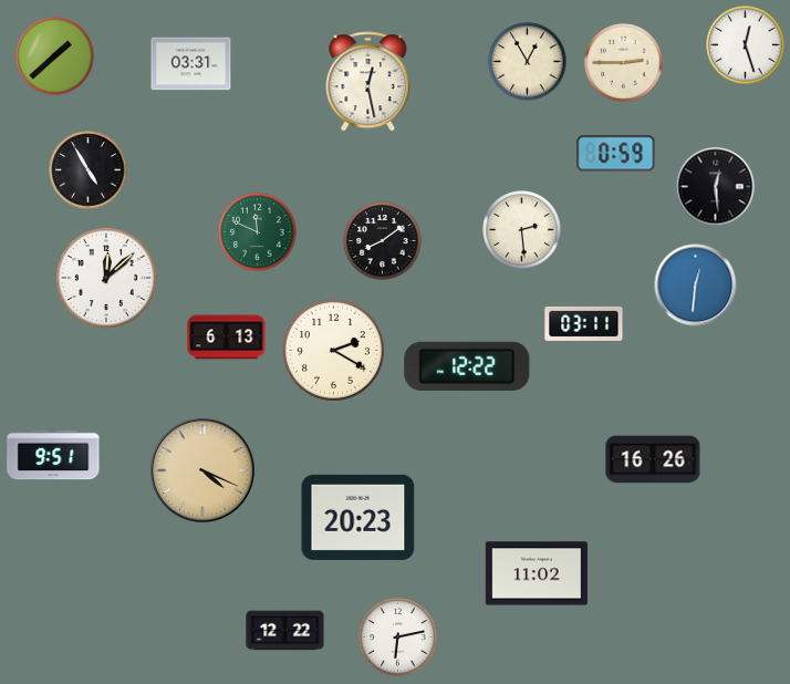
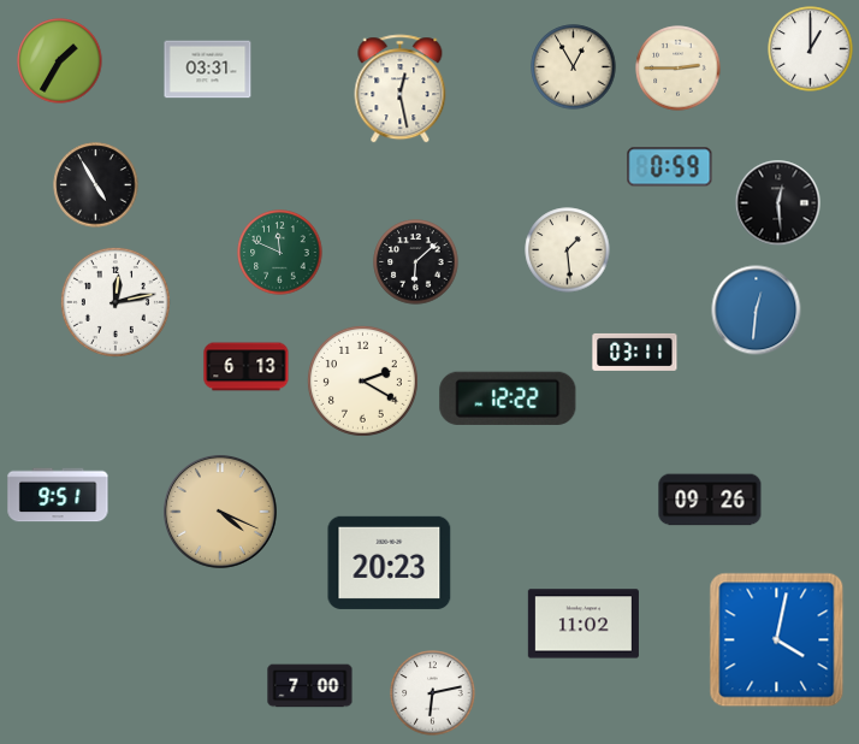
clock at (746, 45): 12:27 -> 1:00
clock at (55, 56): 1:38 -> 1:35
clock at (522, 230): 2:29 -> 1:29
clock at (383, 241): 8:09 -> 6:08
clock at (106, 278): 12:08 -> 12:13
clock at (653, 459): 16:26 -> 09:26
clock at (777, 640): none -> 4:02
clock at (285, 631): 12:22 -> 7:00
